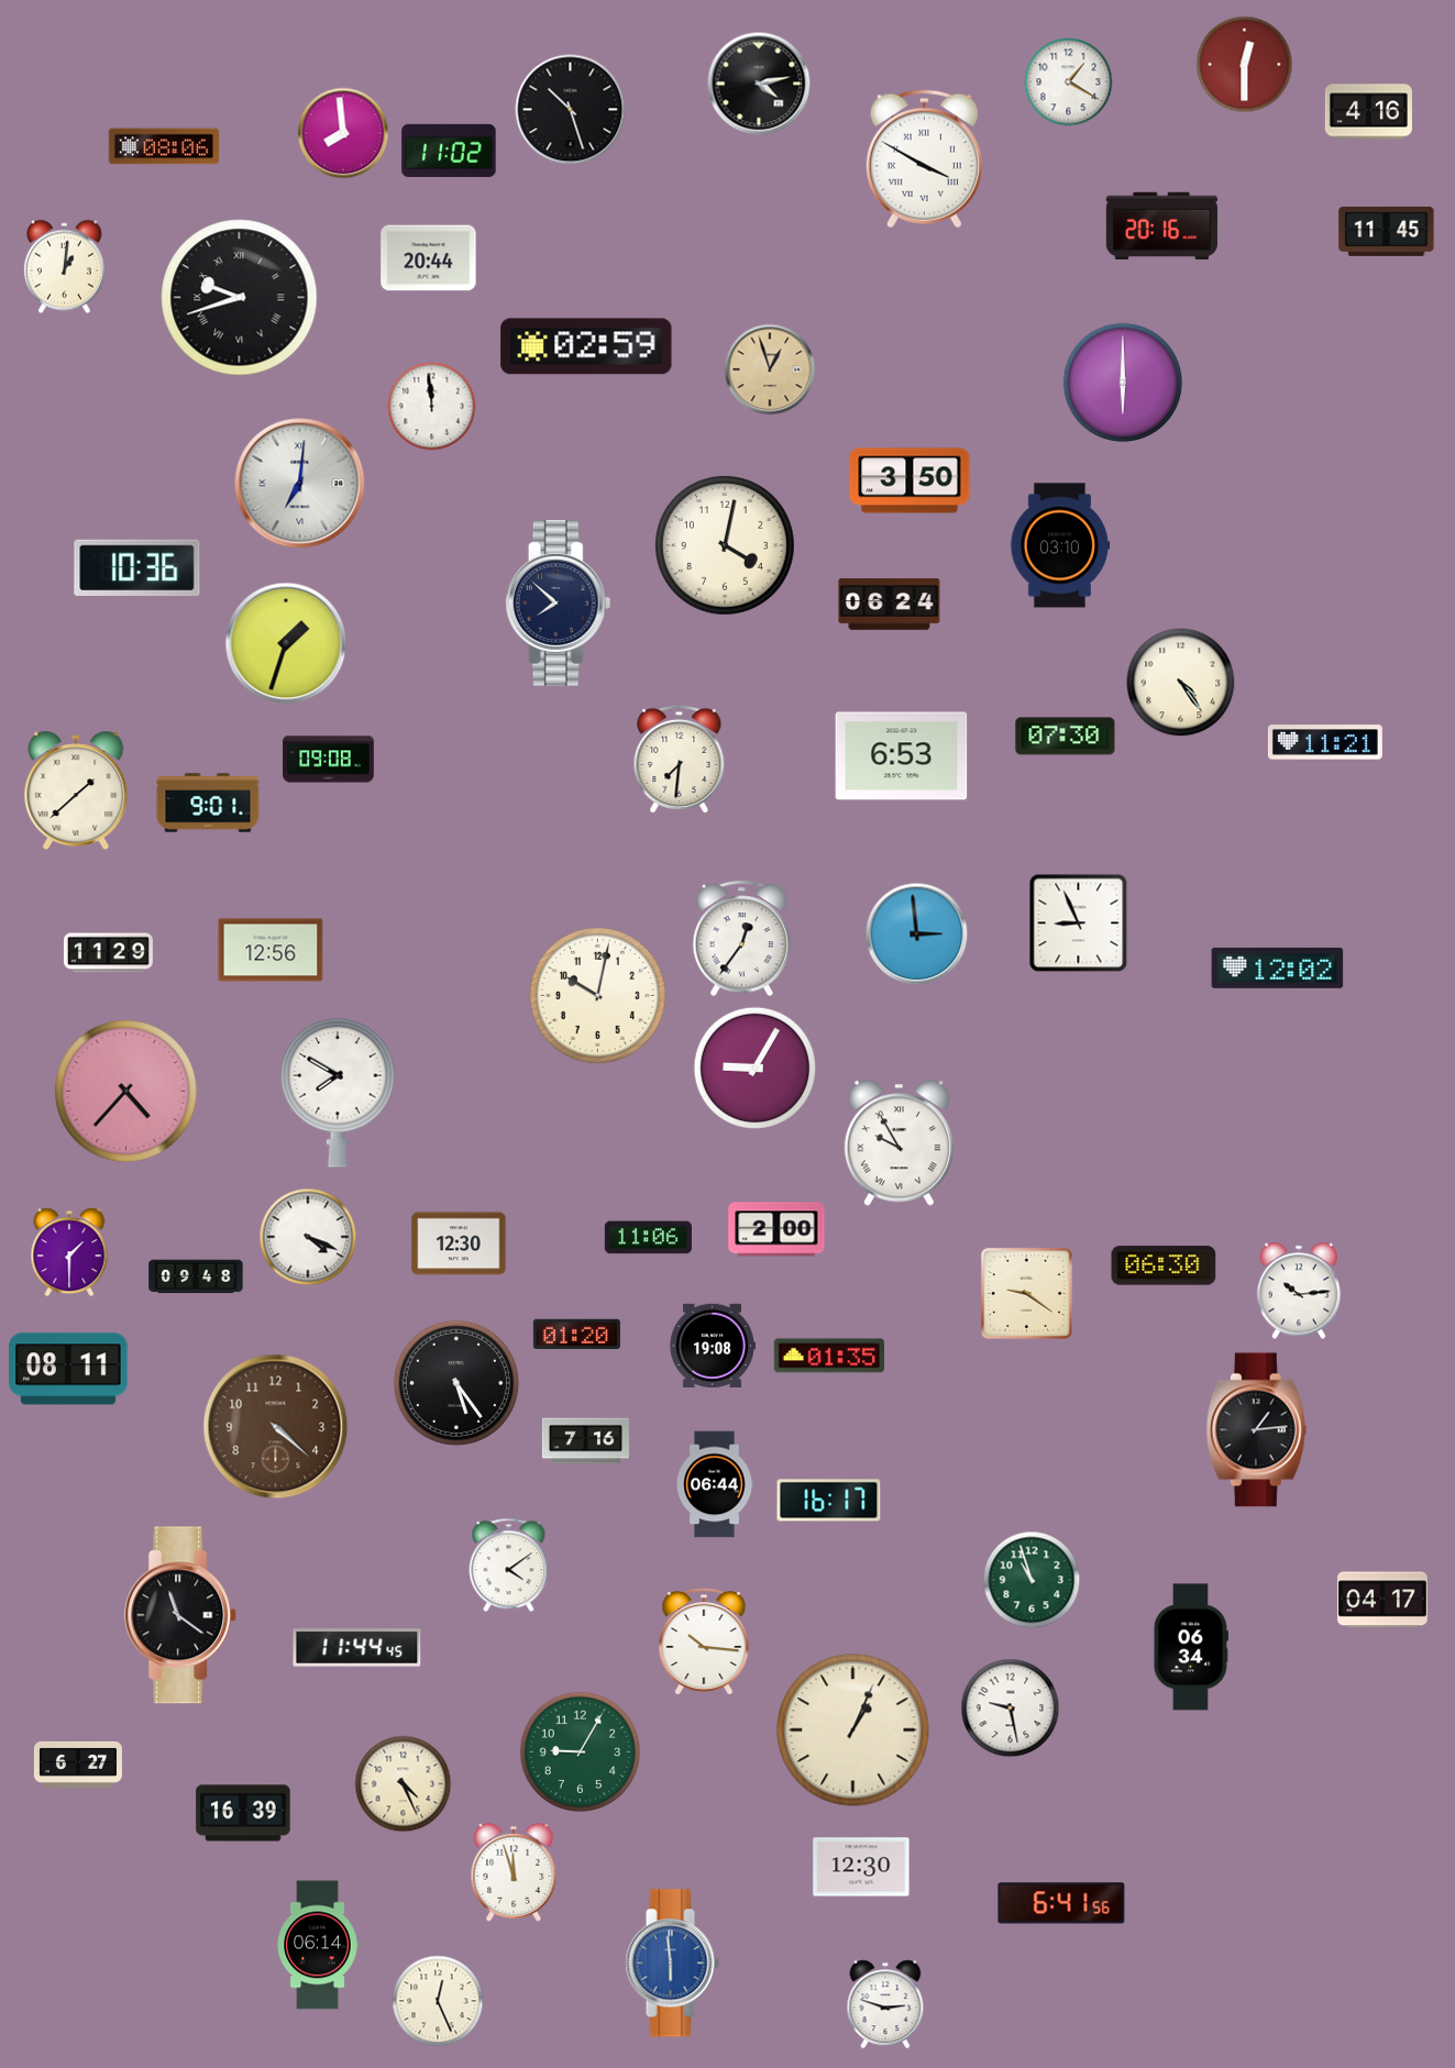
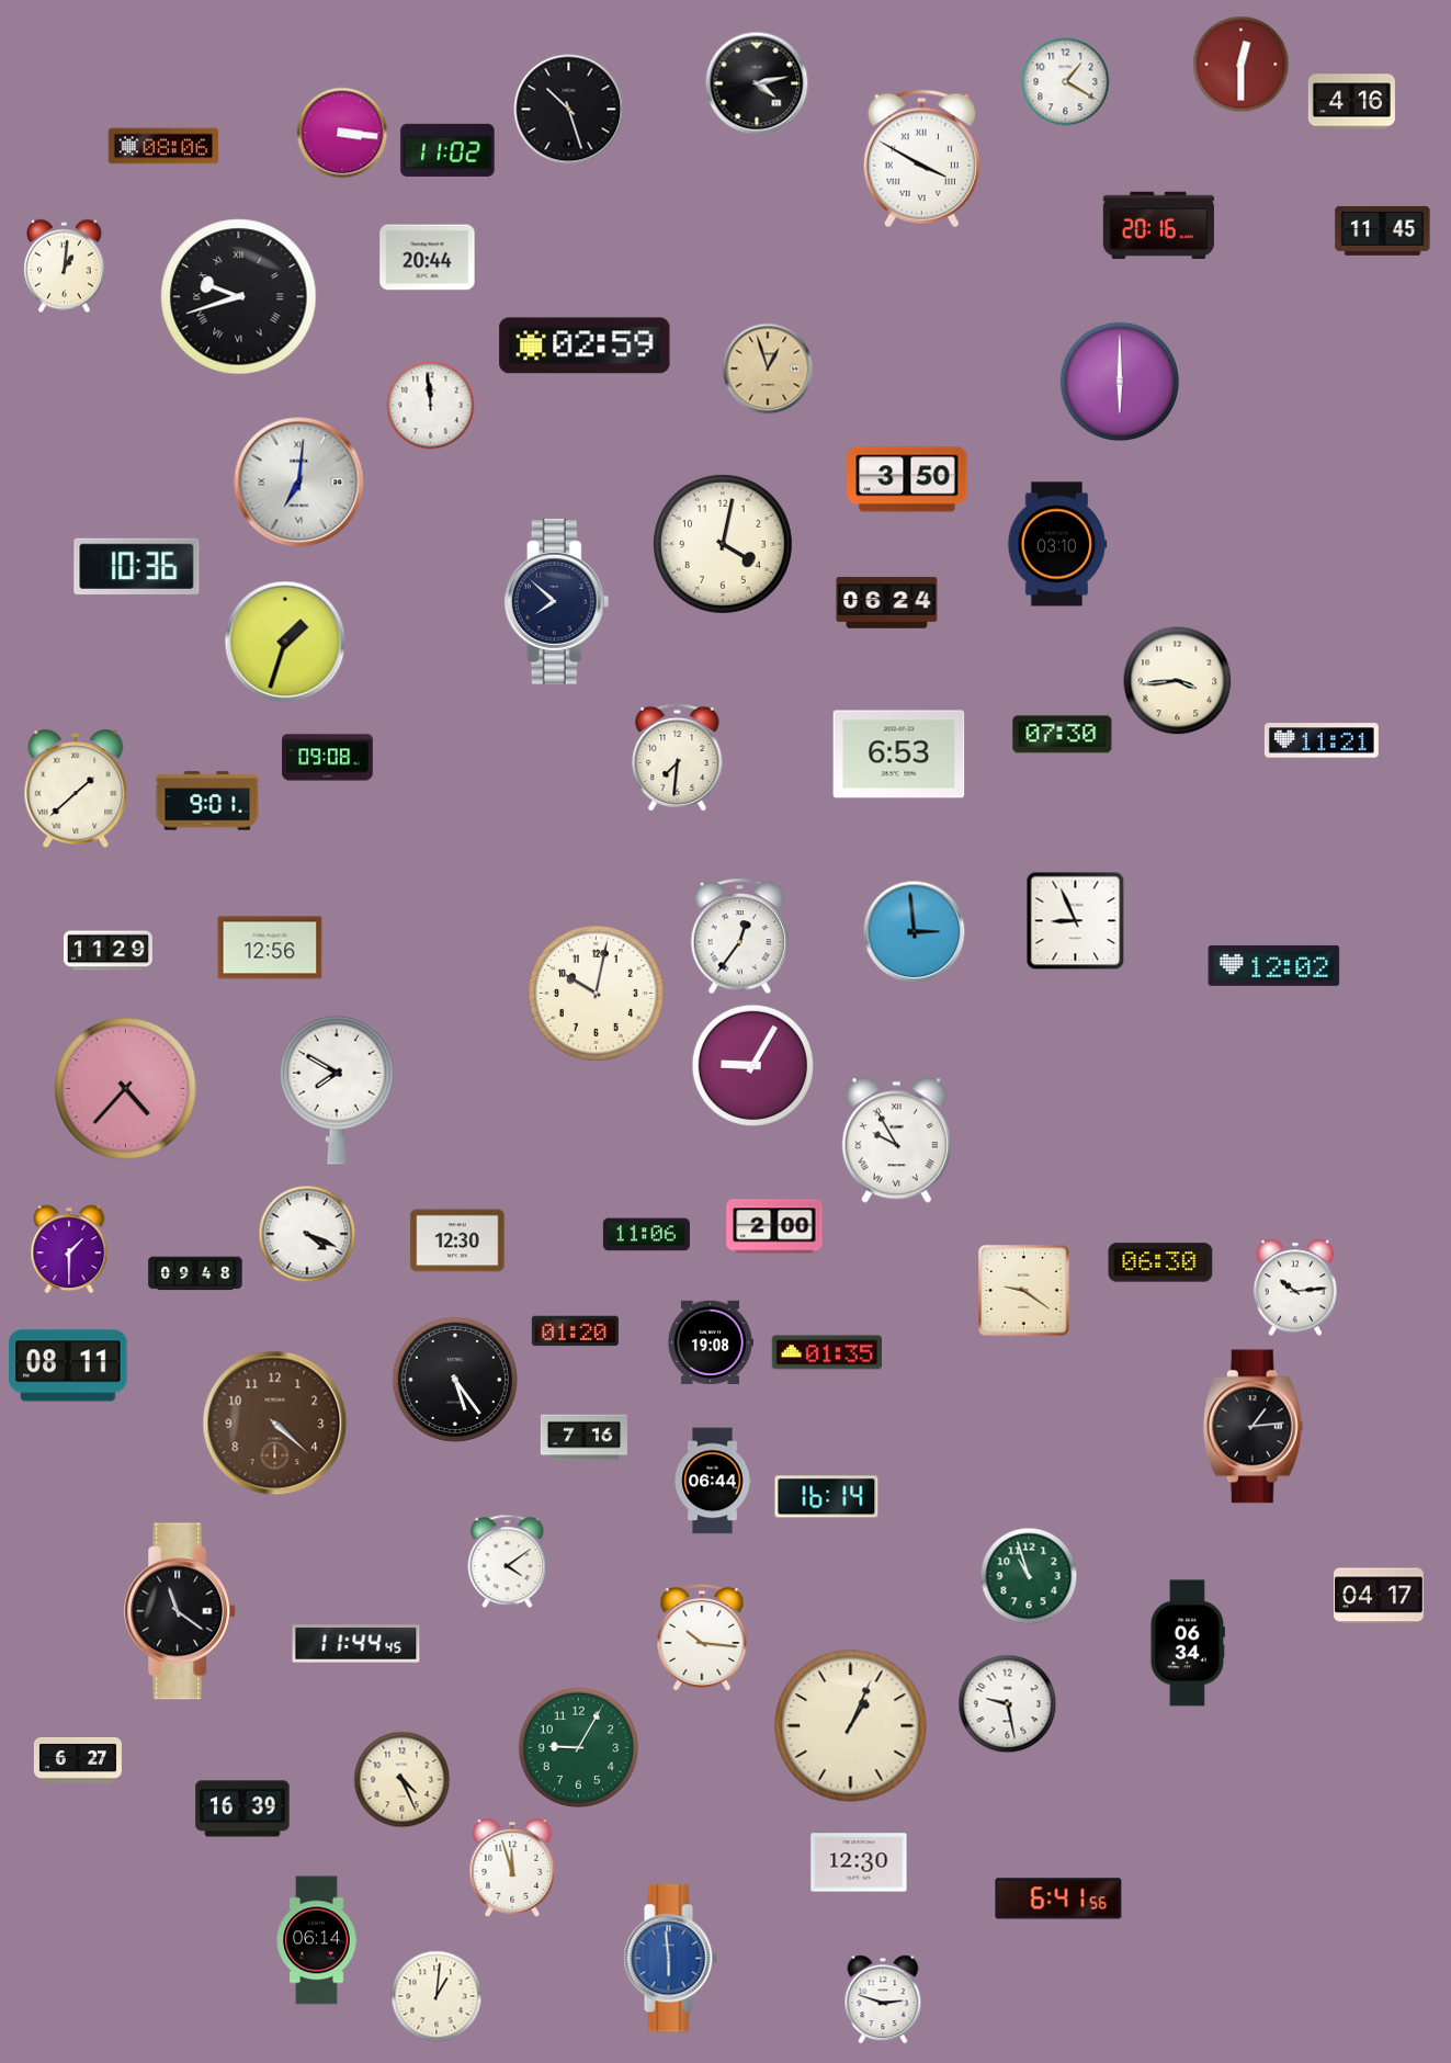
clock at (1368, 112) position: (1368, 112) -> (1351, 102)
clock at (343, 133): 7:59 -> 3:16
clock at (1181, 683): 4:24 -> 3:44
clock at (829, 1501): 16:17 -> 16:14
clock at (438, 2001): 12:26 -> 1:01
